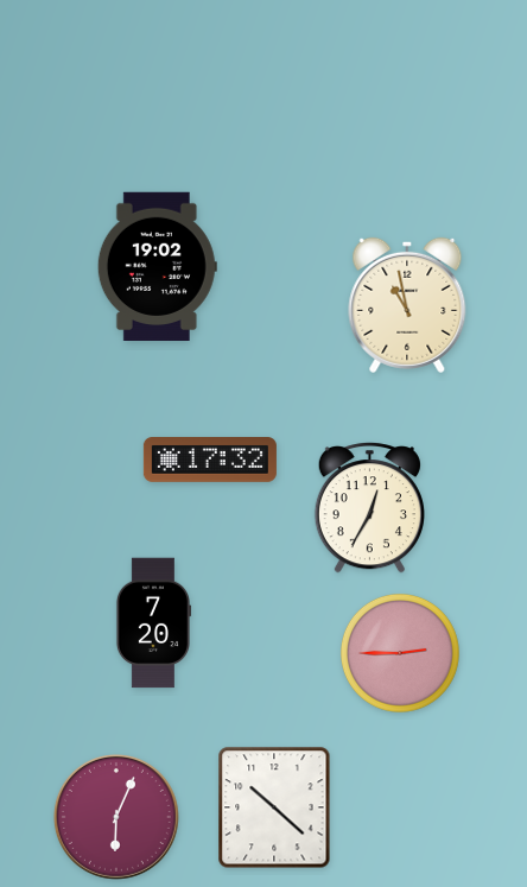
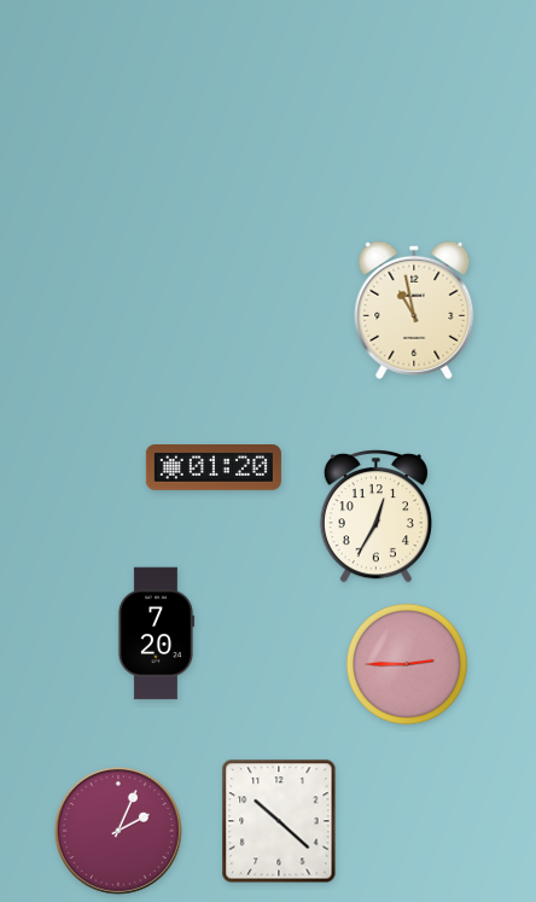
clock at (157, 266): 19:02 -> none
clock at (210, 461): 17:32 -> 01:20
clock at (116, 817): 6:04 -> 2:04
